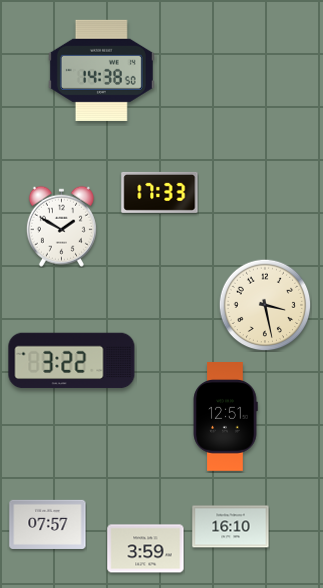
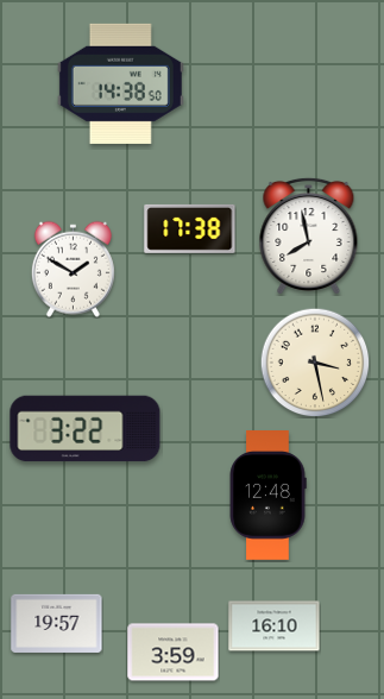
clock at (160, 192): 17:33 -> 17:38
clock at (309, 235): none -> 7:58
clock at (225, 417): 12:51 -> 12:48
clock at (48, 524): 07:57 -> 19:57
